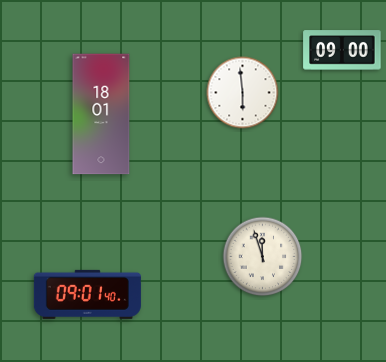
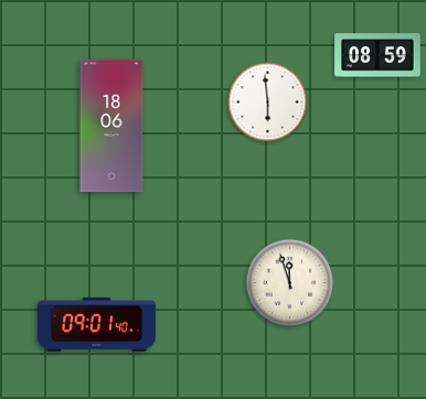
clock at (342, 50): 09:00 -> 08:59
clock at (101, 114): 18:01 -> 18:06
